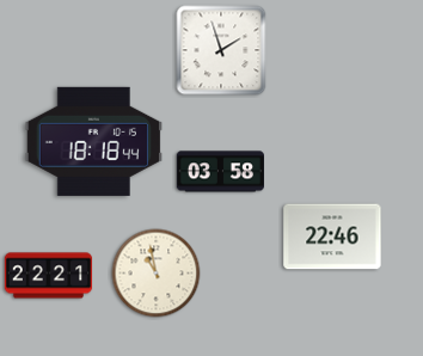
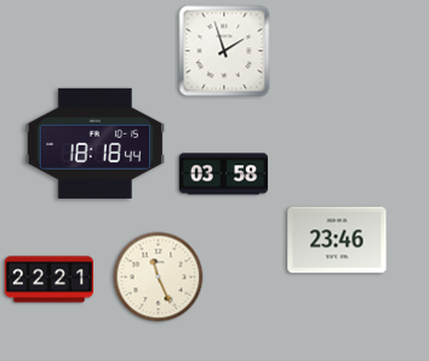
clock at (332, 237): 22:46 -> 23:46
clock at (157, 274): 10:58 -> 11:26
